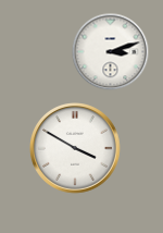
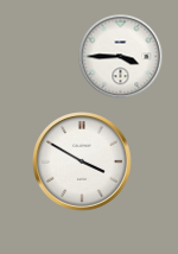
clock at (111, 52): 3:12 -> 3:45
